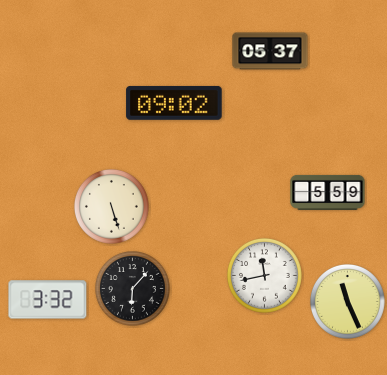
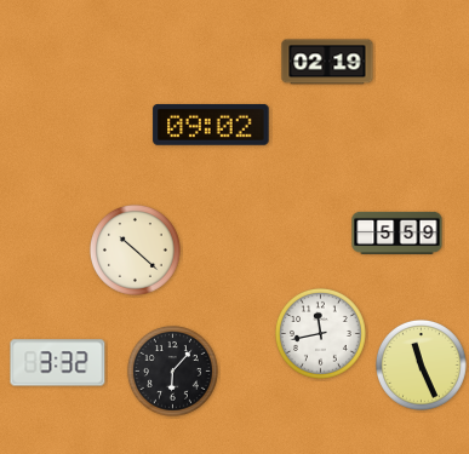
clock at (270, 51): 05:37 -> 02:19
clock at (111, 206): 5:27 -> 10:22
clock at (132, 288) position: (132, 288) -> (172, 370)
